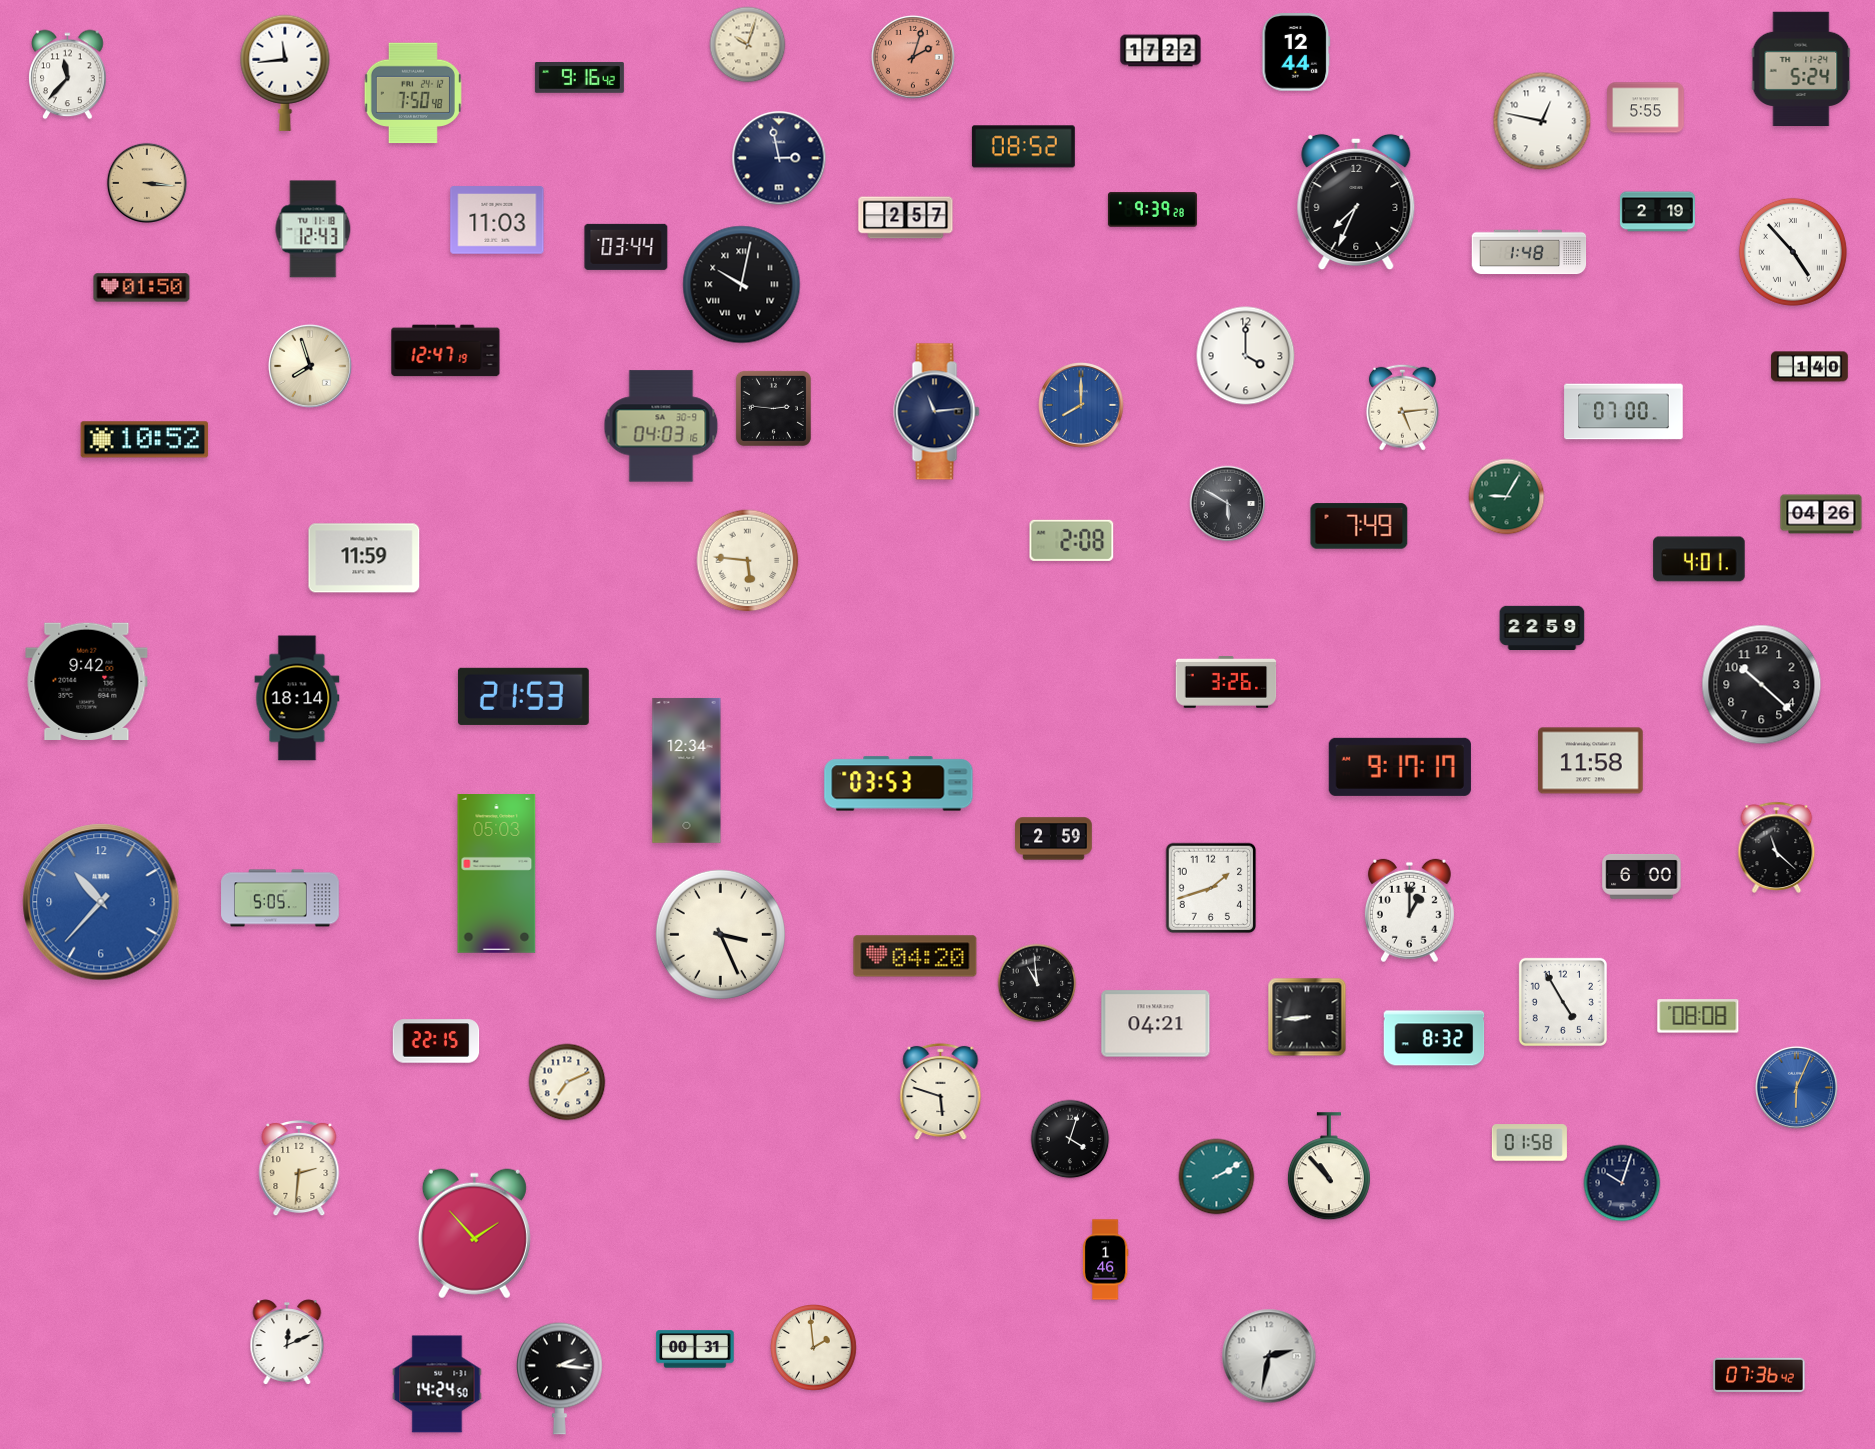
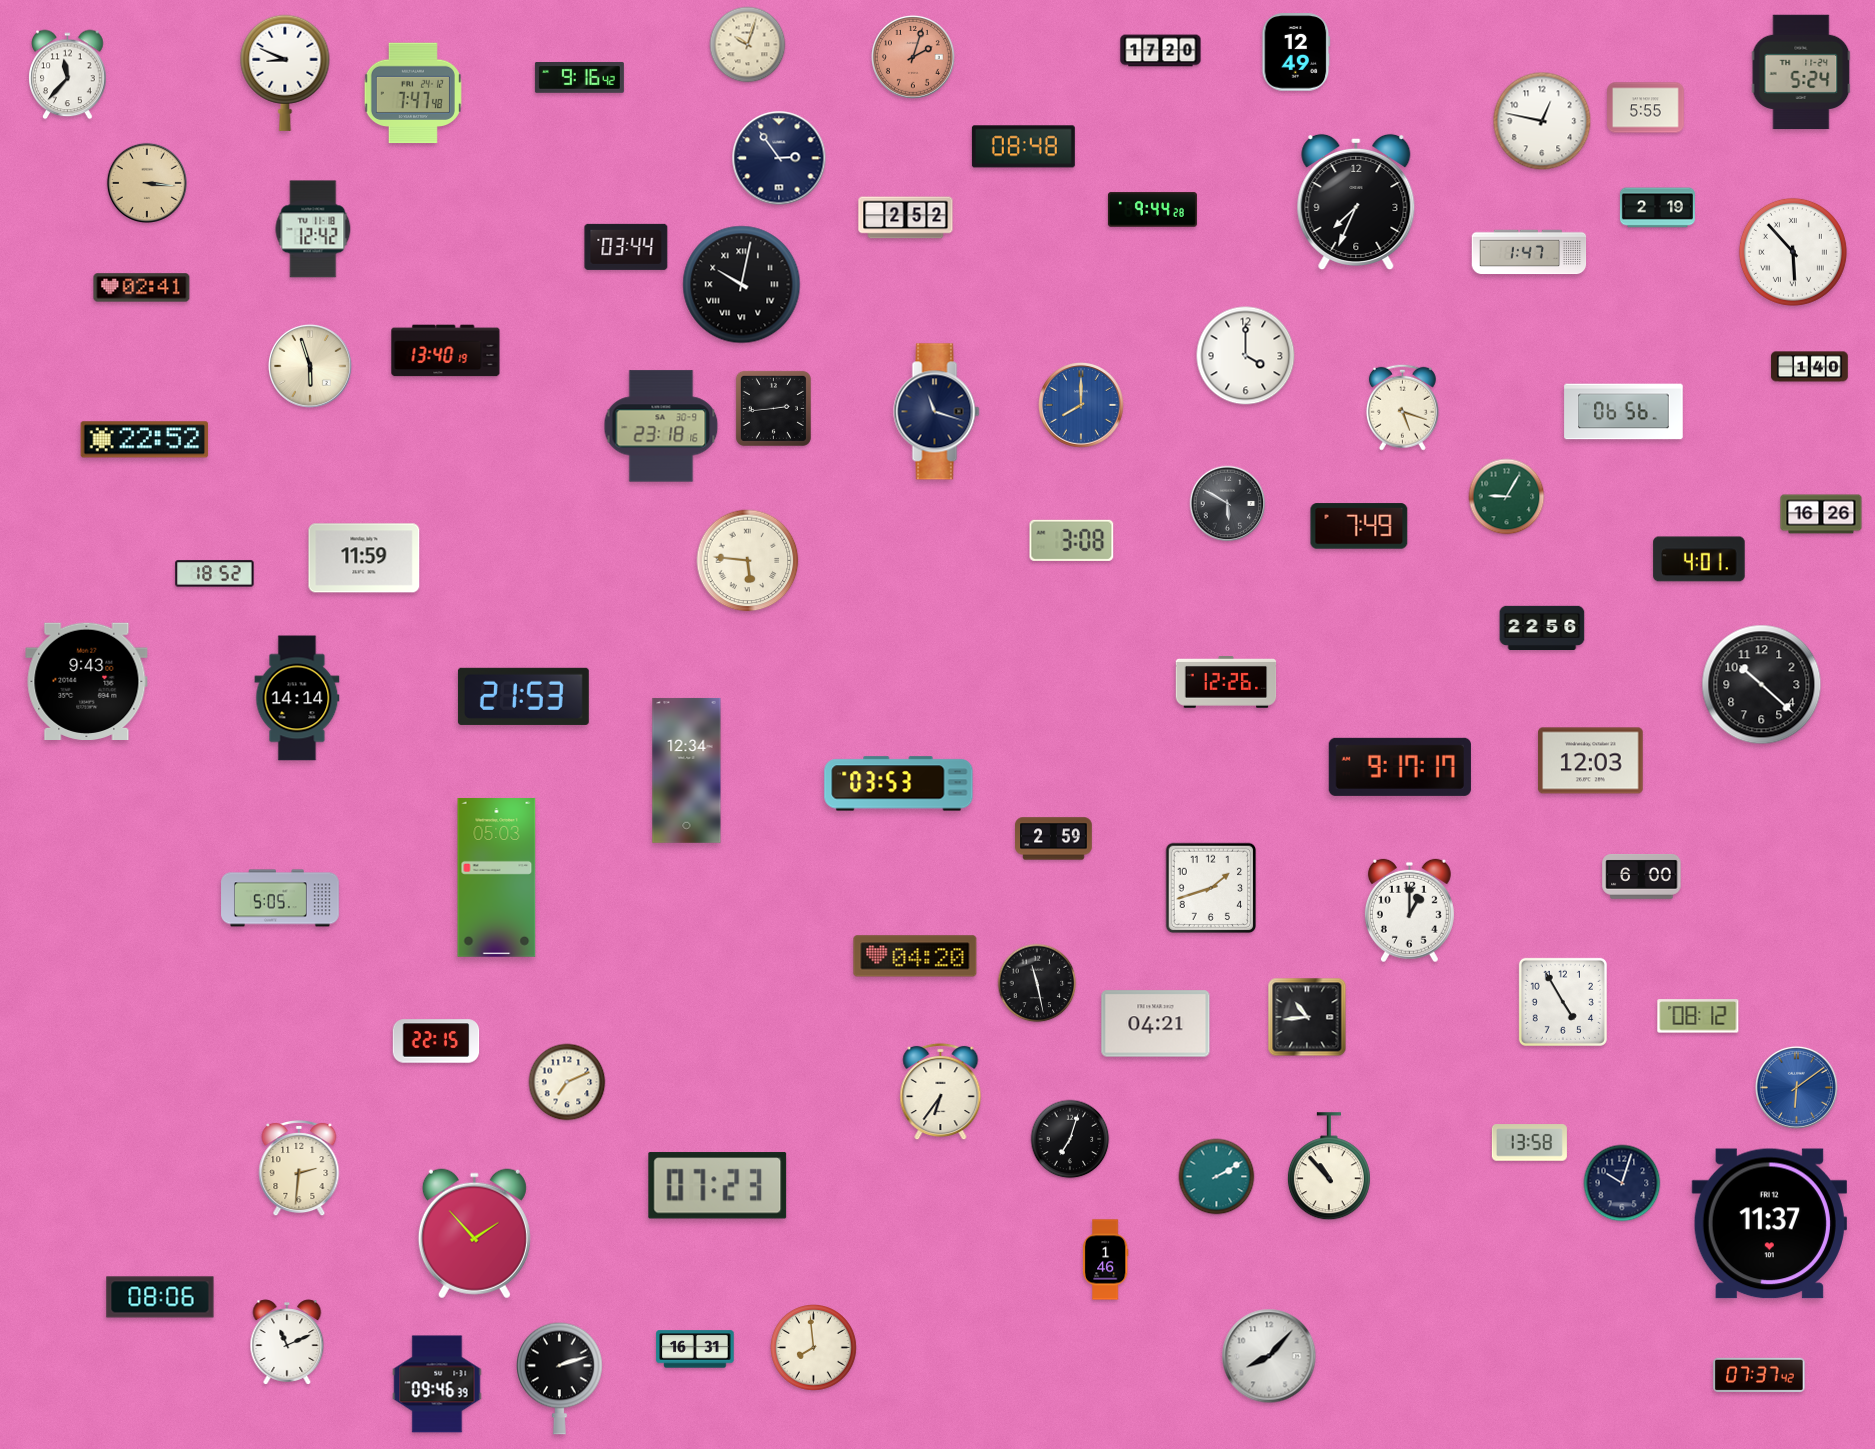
clock at (1161, 51): 17:22 -> 17:20
clock at (1296, 52): 12:44 -> 12:49
clock at (1801, 69) position: (1801, 69) -> (1801, 72)
clock at (285, 73): 11:44 -> 8:49
clock at (413, 93): 7:50 -> 7:47
clock at (1023, 147): 08:52 -> 08:48
clock at (779, 158): 2:58 -> 2:54
clock at (1152, 210): 9:39 -> 9:44
clock at (1657, 212) position: (1657, 212) -> (1657, 208)
clock at (906, 218): 2:57 -> 2:52
clock at (497, 220): 11:03 -> none
clock at (313, 229): 12:43 -> 12:42
clock at (1529, 252): 1:48 -> 1:47
clock at (1793, 252): 4:53 -> 5:53
clock at (142, 288): 01:50 -> 02:41
clock at (446, 351): 12:47 -> 13:40
clock at (310, 366): 7:57 -> 5:57
clock at (1402, 407): 5:14 -> 5:18
clock at (773, 408): 2:46 -> 2:44
clock at (937, 412): 11:14 -> 11:18
clock at (1624, 412): 07:00 -> 06:56
clock at (661, 426): 04:03 -> 23:18
clock at (145, 440): 10:52 -> 22:52
clock at (1821, 514): 04:26 -> 16:26
clock at (1072, 540): 2:08 -> 3:08
clock at (215, 574): none -> 18:52
clock at (1542, 627): 22:59 -> 22:56
clock at (87, 681): 9:42 -> 9:43
clock at (1226, 683): 3:26 -> 12:26
clock at (297, 698): 18:14 -> 14:14
clock at (1591, 761): 11:58 -> 12:03
clock at (1777, 847): 11:22 -> none
clock at (497, 874) position: (497, 874) -> (497, 878)
clock at (101, 902): 10:37 -> none
clock at (720, 934): 3:26 -> none
clock at (1037, 983): 10:59 -> 11:28
clock at (1698, 1016): 08:08 -> 08:12
clock at (1307, 1017): 8:44 -> 10:44
clock at (1434, 1038): 8:32 -> none
clock at (1796, 1087): 6:04 -> 6:09
clock at (941, 1092): 5:48 -> 6:36
clock at (1070, 1139): 4:03 -> 7:03
clock at (1529, 1143): 01:58 -> 13:58
clock at (718, 1186): none -> 07:23
clock at (1769, 1224): none -> 11:37
clock at (160, 1297): none -> 08:06
clock at (287, 1342): 12:11 -> 11:11
clock at (814, 1348): 1:59 -> 7:59
clock at (695, 1349): 00:31 -> 16:31
clock at (1269, 1356): 2:32 -> 8:07
clock at (1759, 1375): 07:36 -> 07:37
clock at (560, 1378): 2:16 -> 2:12
clock at (437, 1384): 14:24 -> 09:46
